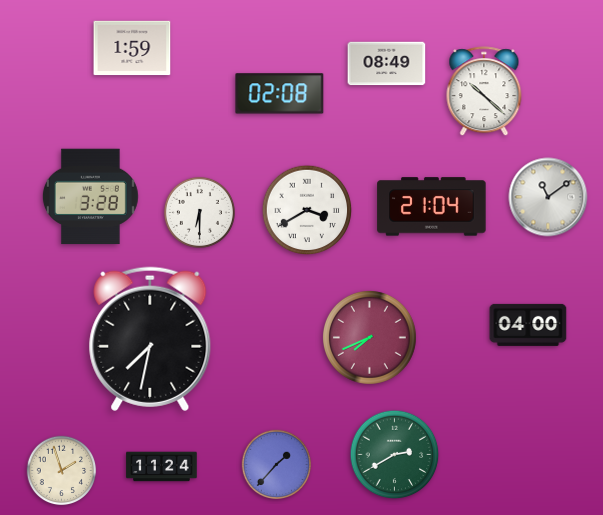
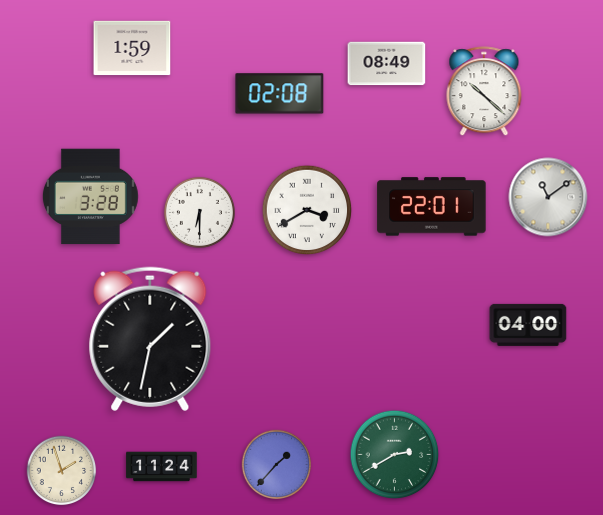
clock at (432, 207): 21:04 -> 22:01
clock at (369, 337): 7:41 -> none
clock at (150, 339): 7:32 -> 1:32
